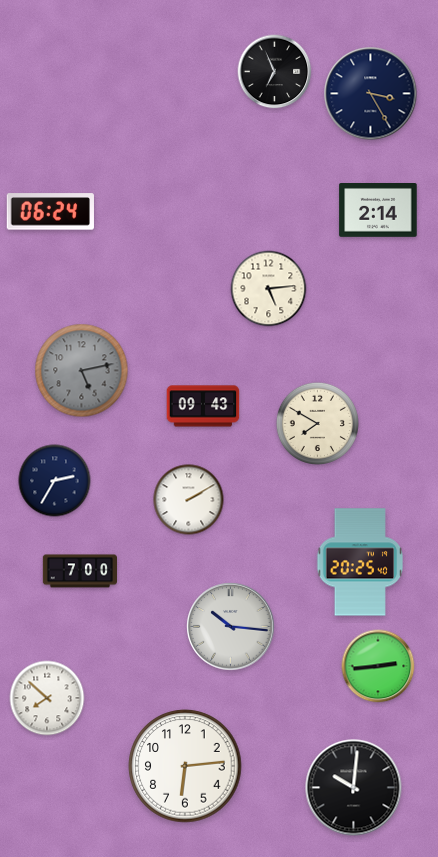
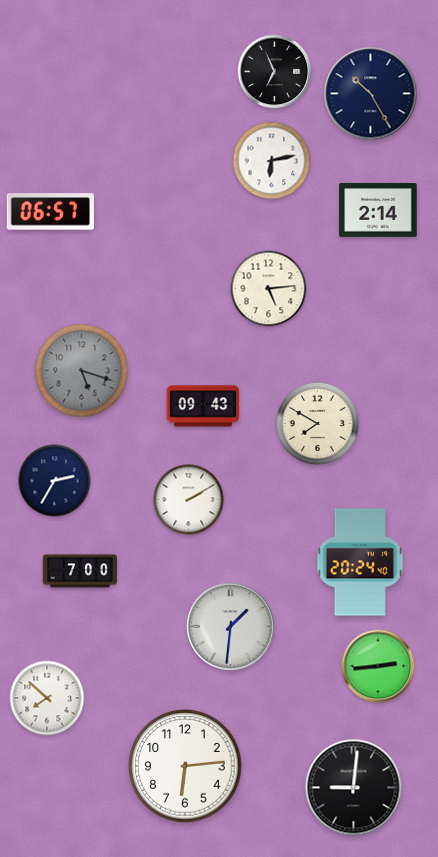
clock at (371, 94): 3:25 -> 10:25
clock at (272, 161): none -> 6:13
clock at (50, 212): 06:24 -> 06:57
clock at (82, 371): 5:13 -> 5:18
clock at (360, 562): 20:25 -> 20:24
clock at (231, 627): 10:16 -> 1:31
clock at (354, 788): 10:01 -> 9:01
